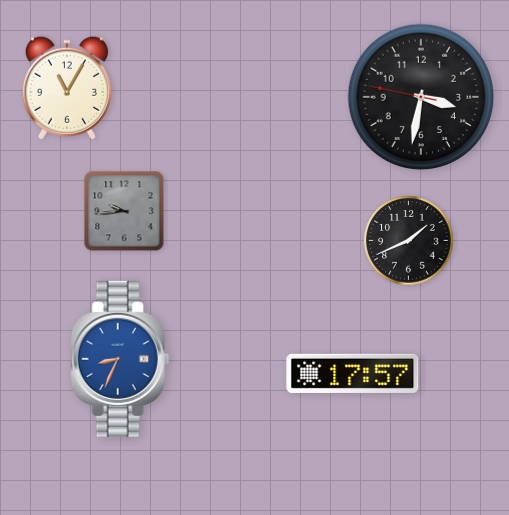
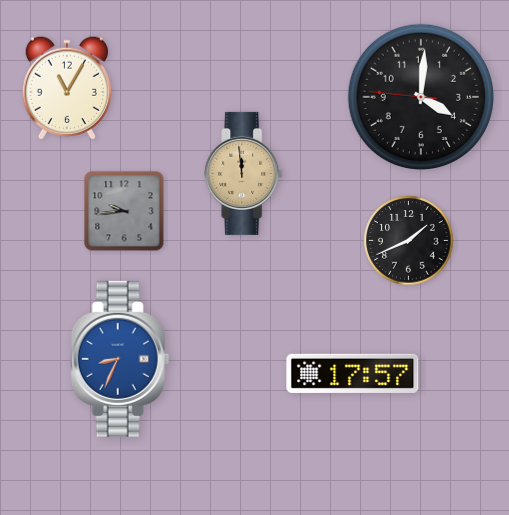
clock at (420, 96): 3:31 -> 4:00
clock at (244, 173): none -> 11:59
